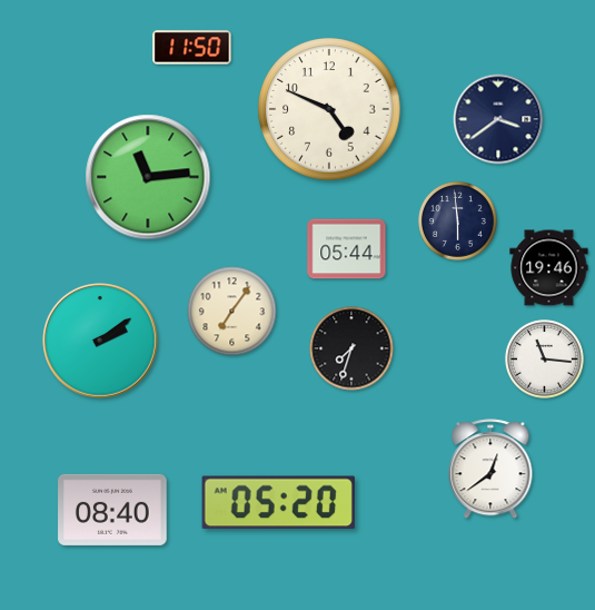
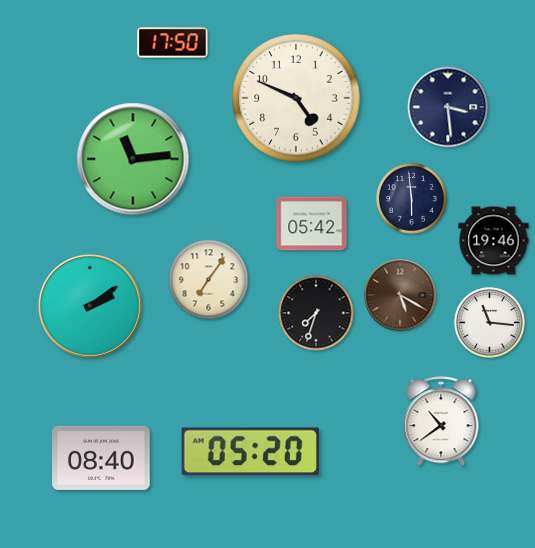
clock at (192, 48): 11:50 -> 17:50
clock at (498, 119): 3:39 -> 3:29
clock at (347, 249): 05:44 -> 05:42
clock at (400, 295): none -> 5:20
clock at (490, 470): 12:39 -> 10:39
